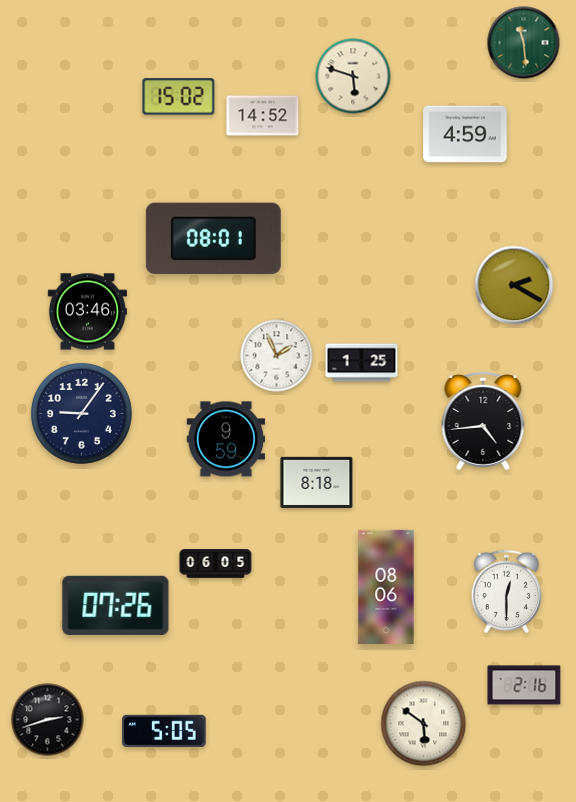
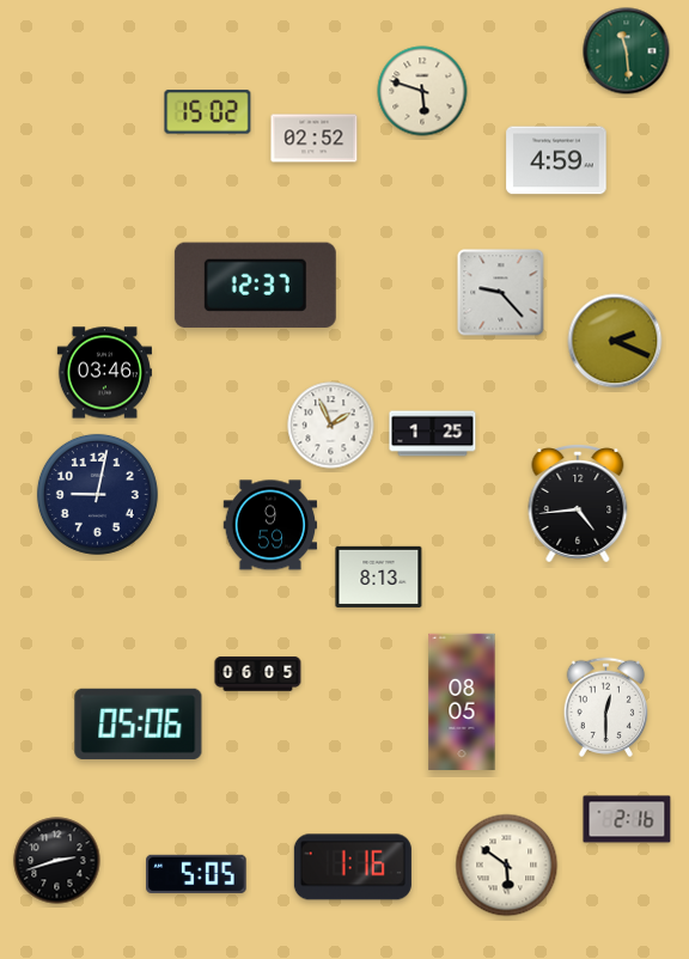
clock at (179, 97) position: (179, 97) -> (208, 112)
clock at (263, 116): 14:52 -> 02:52
clock at (213, 238): 08:01 -> 12:37
clock at (501, 293): none -> 9:23
clock at (514, 285): 2:20 -> 2:19
clock at (81, 413): 9:06 -> 9:02
clock at (317, 482): 8:18 -> 8:13
clock at (386, 586): 08:06 -> 08:05
clock at (116, 605): 07:26 -> 05:06
clock at (353, 867): none -> 1:16
